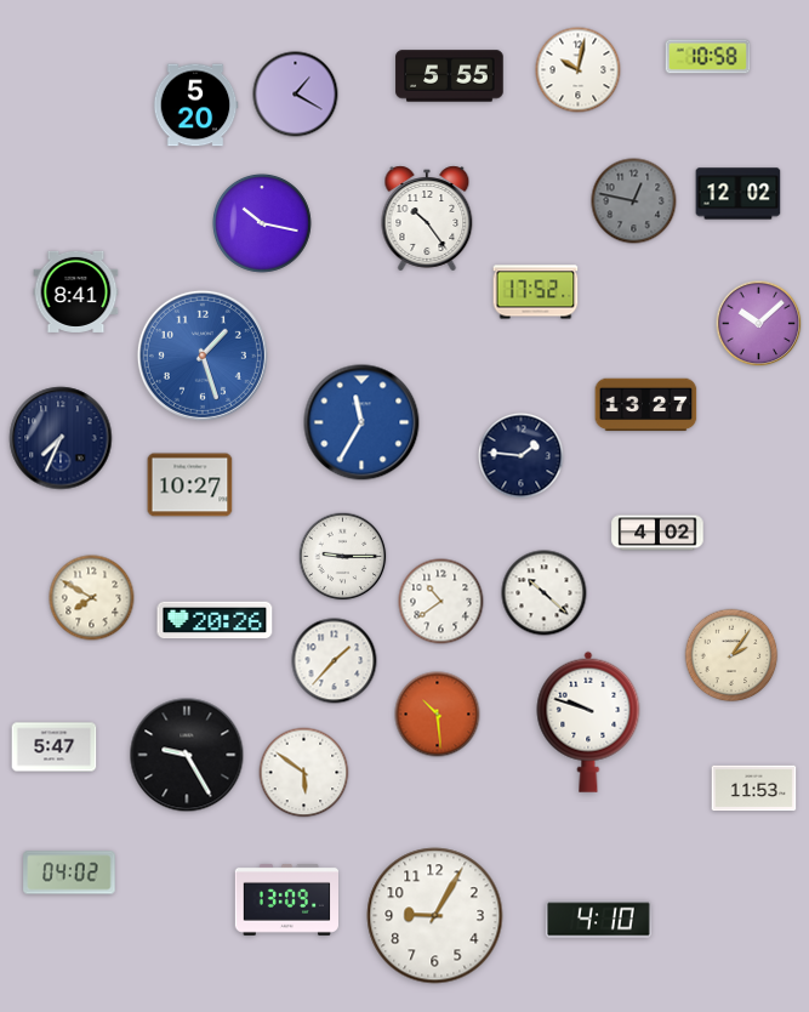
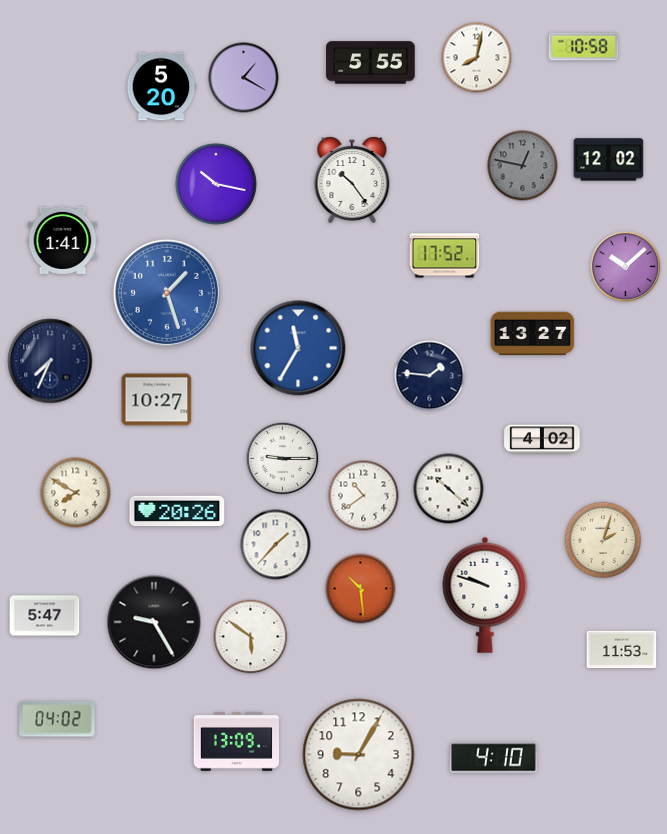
clock at (579, 70): 10:02 -> 8:02
clock at (76, 291): 8:41 -> 1:41
clock at (536, 292) position: (536, 292) -> (445, 256)
clock at (731, 655): 2:06 -> 2:03
